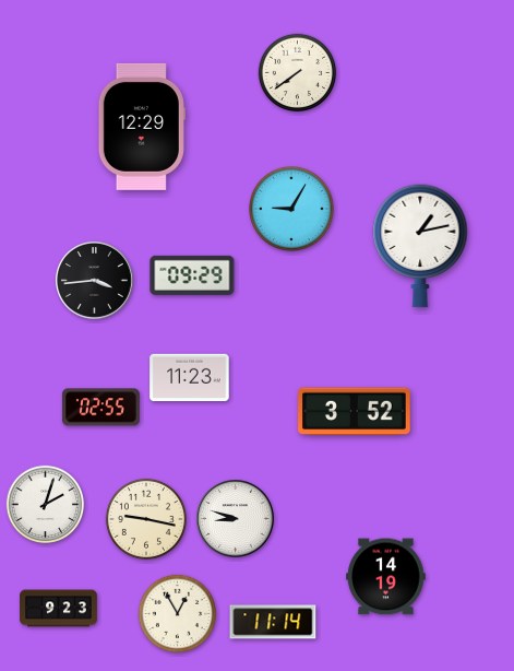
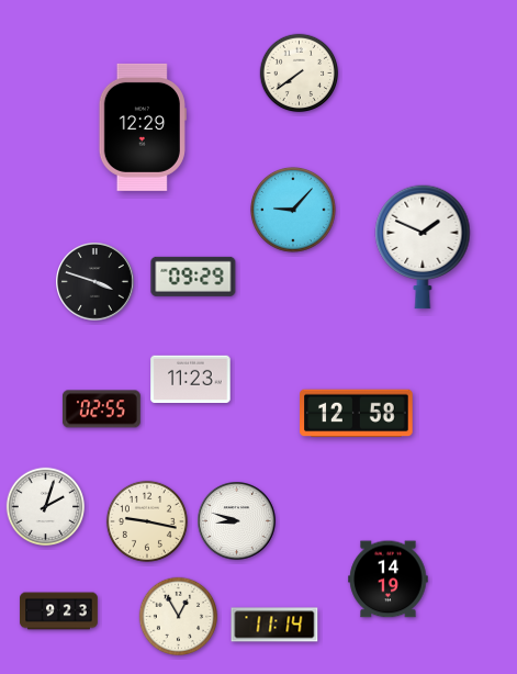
clock at (292, 210): 9:05 -> 9:07
clock at (420, 246): 1:13 -> 1:49
clock at (95, 281): 3:44 -> 3:48
clock at (355, 412): 3:52 -> 12:58
